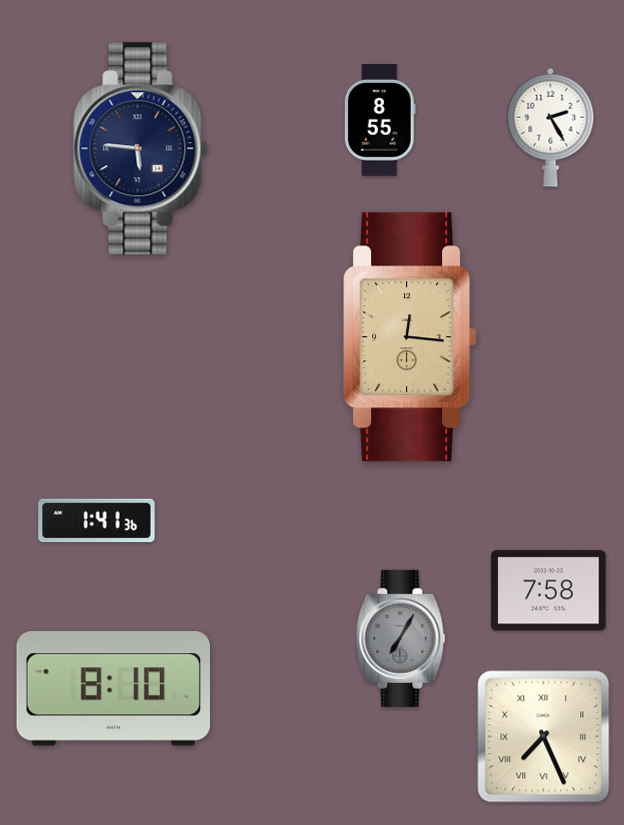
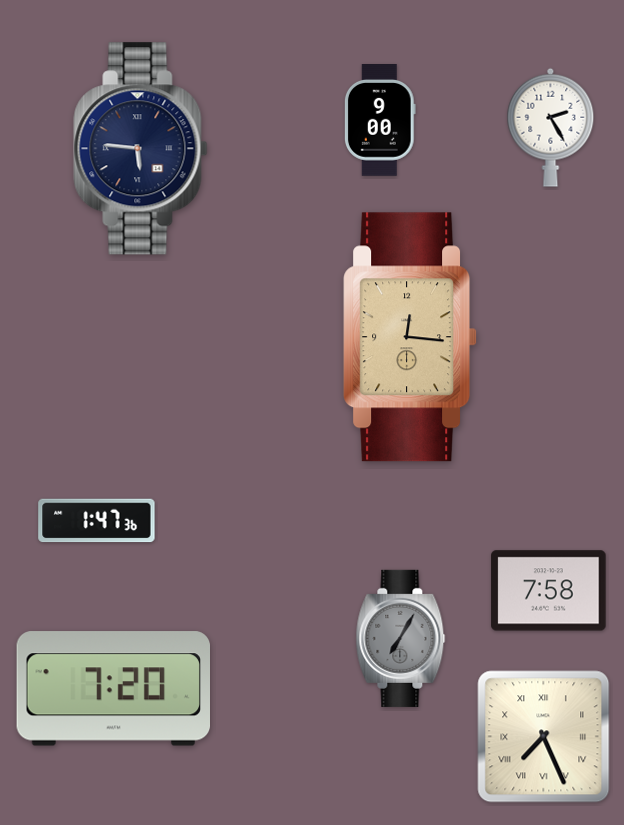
clock at (380, 121): 8:55 -> 9:00
clock at (97, 521): 1:41 -> 1:47
clock at (113, 689): 8:10 -> 7:20
